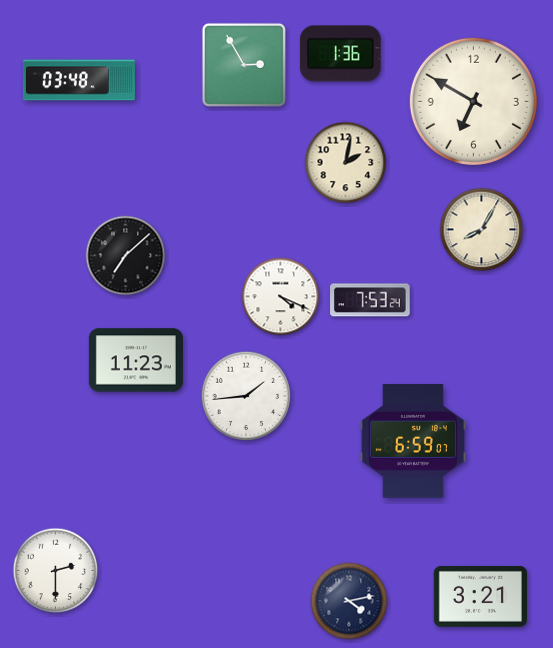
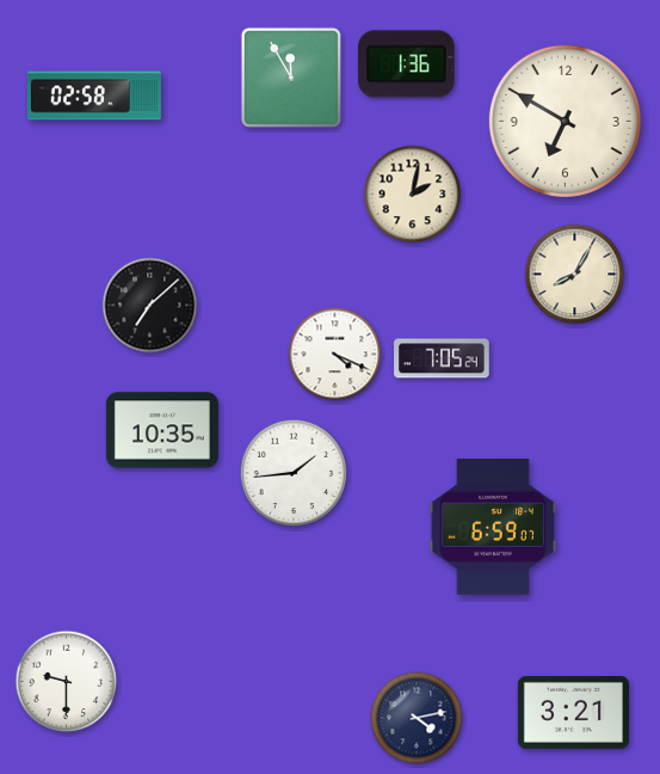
clock at (244, 65): 2:55 -> 11:55
clock at (79, 80): 03:48 -> 02:58
clock at (370, 300): 7:53 -> 7:05
clock at (136, 360): 11:23 -> 10:35
clock at (56, 571): 2:30 -> 9:30
